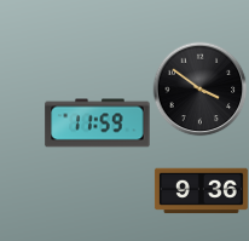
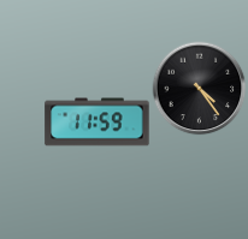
clock at (199, 88): 3:51 -> 4:24
clock at (201, 191): 9:36 -> none
